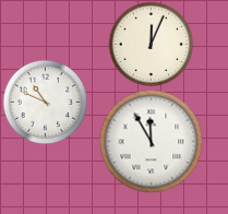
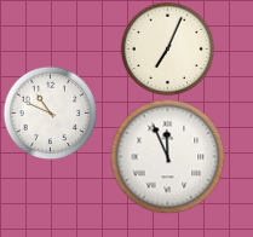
clock at (151, 44): 12:04 -> 7:04
clock at (151, 141): 11:55 -> 11:56
